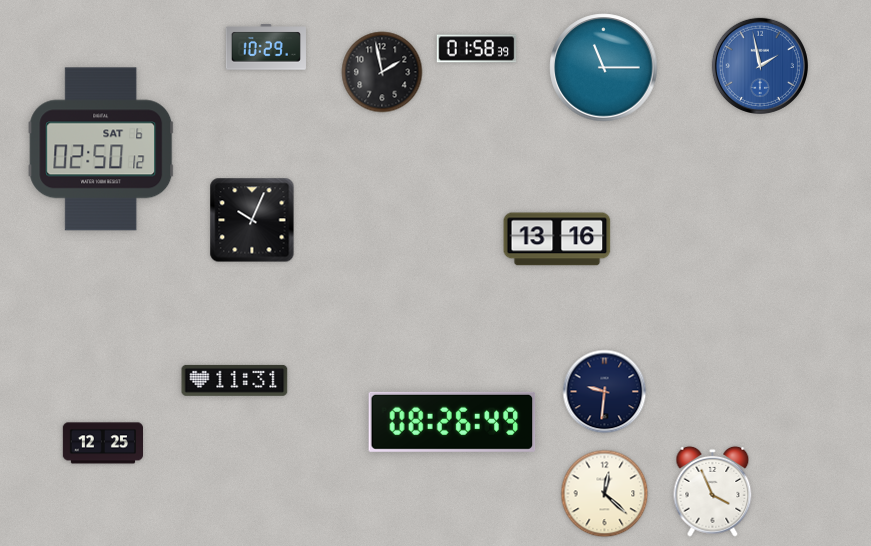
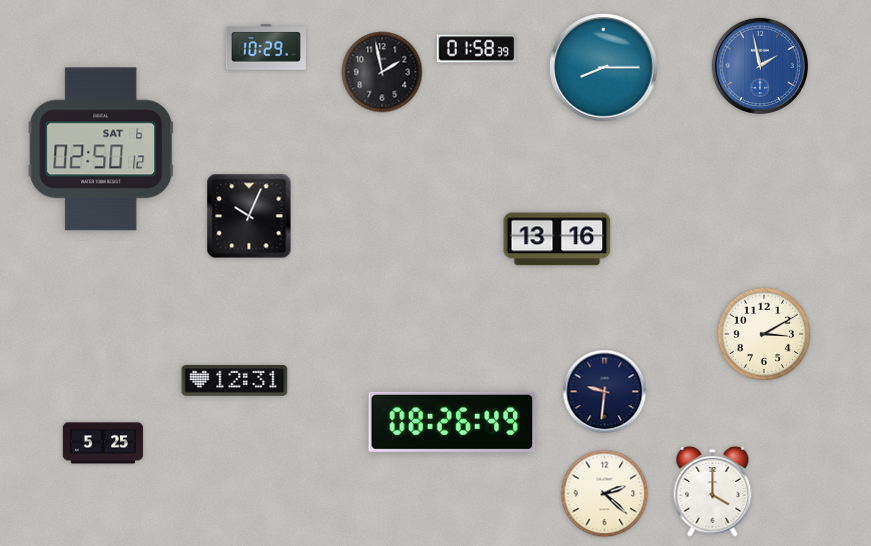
clock at (604, 68): 11:15 -> 8:15
clock at (252, 220) position: (252, 220) -> (249, 216)
clock at (764, 334): none -> 3:10
clock at (235, 380): 11:31 -> 12:31
clock at (102, 443): 12:25 -> 5:25
clock at (713, 491): 3:56 -> 4:00
clock at (605, 494): 12:22 -> 2:22
